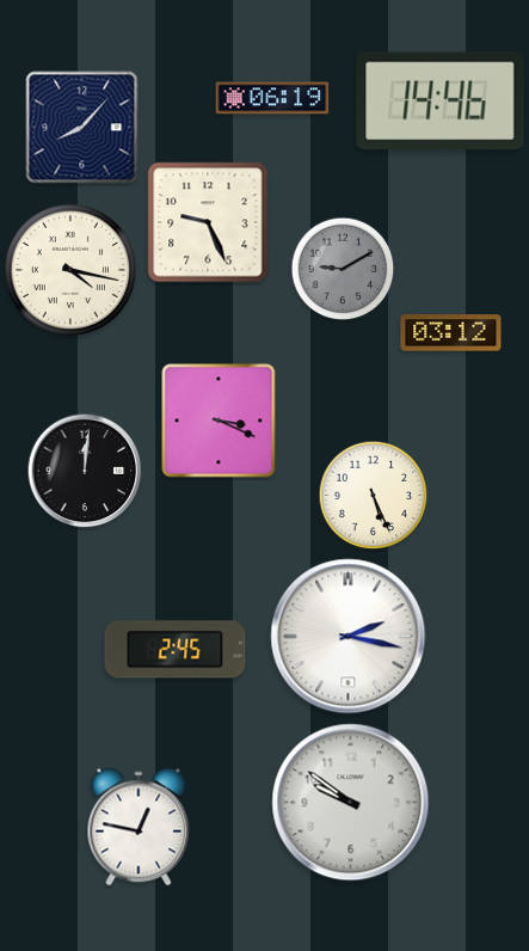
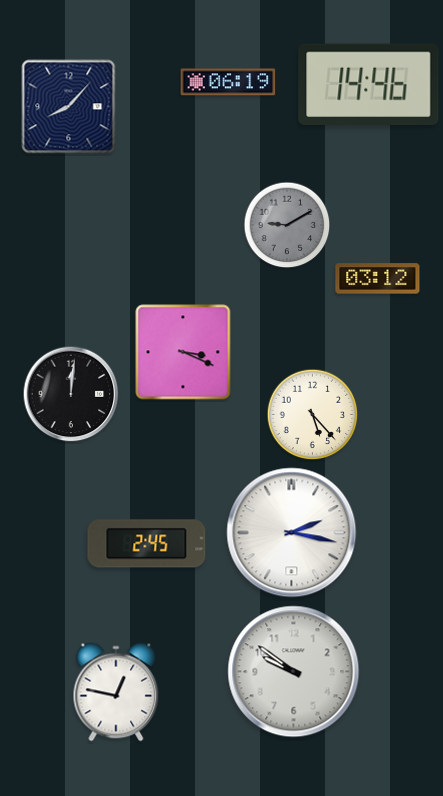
clock at (208, 222): 9:26 -> none
clock at (69, 269): 4:17 -> none
clock at (374, 496): 5:26 -> 5:23
